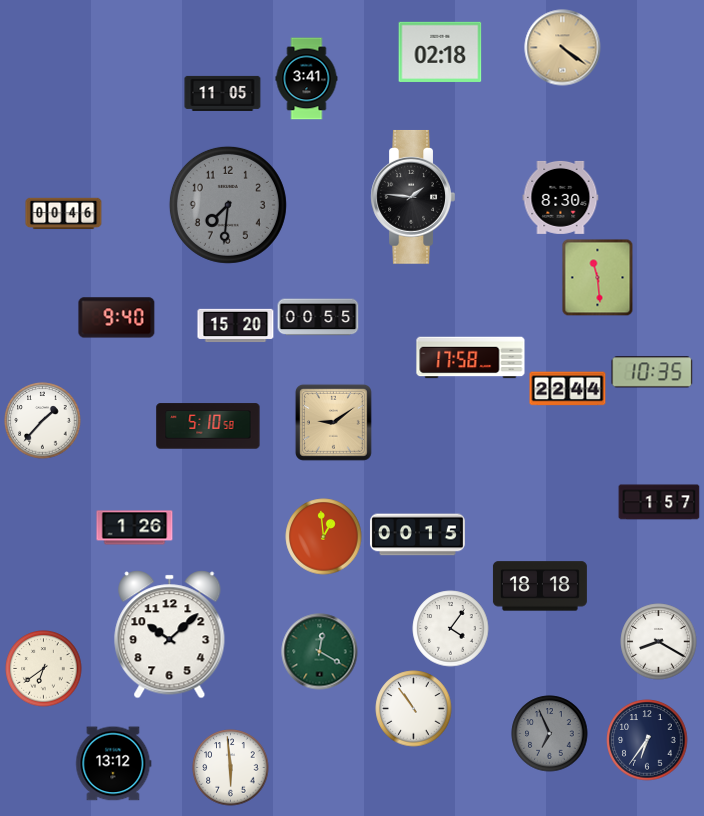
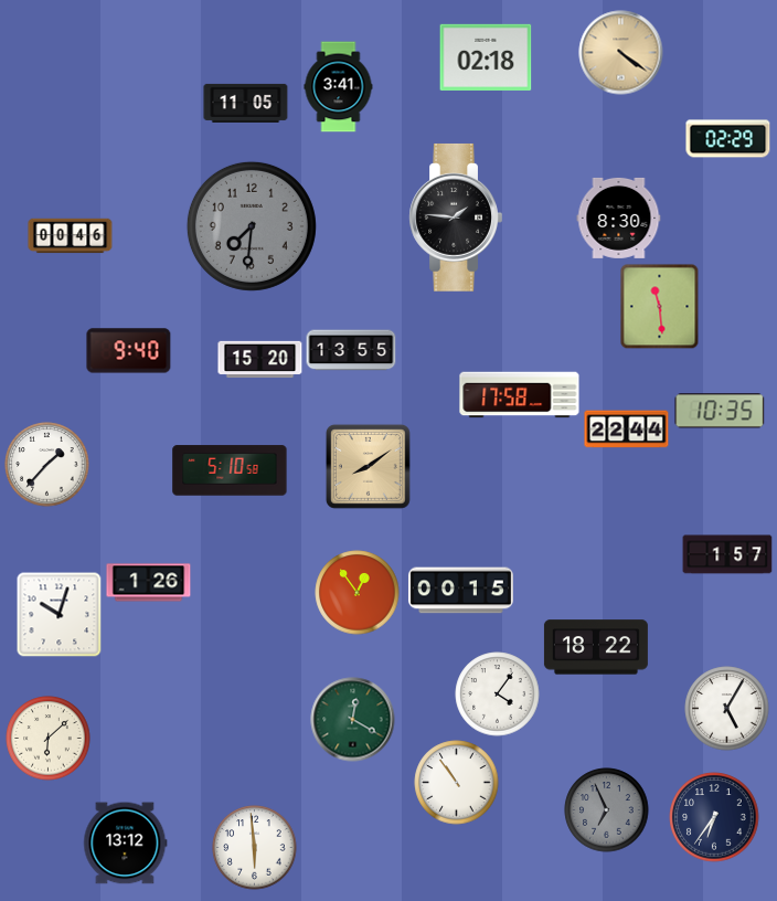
clock at (728, 139): none -> 02:29
clock at (318, 317): 00:55 -> 13:55
clock at (333, 422): 9:09 -> 8:09
clock at (324, 537): 12:59 -> 12:54
clock at (58, 614): none -> 10:03
clock at (540, 586): 18:18 -> 18:22
clock at (170, 635): 10:08 -> none
clock at (659, 642): 8:20 -> 5:05
clock at (44, 669): 6:39 -> 6:08
